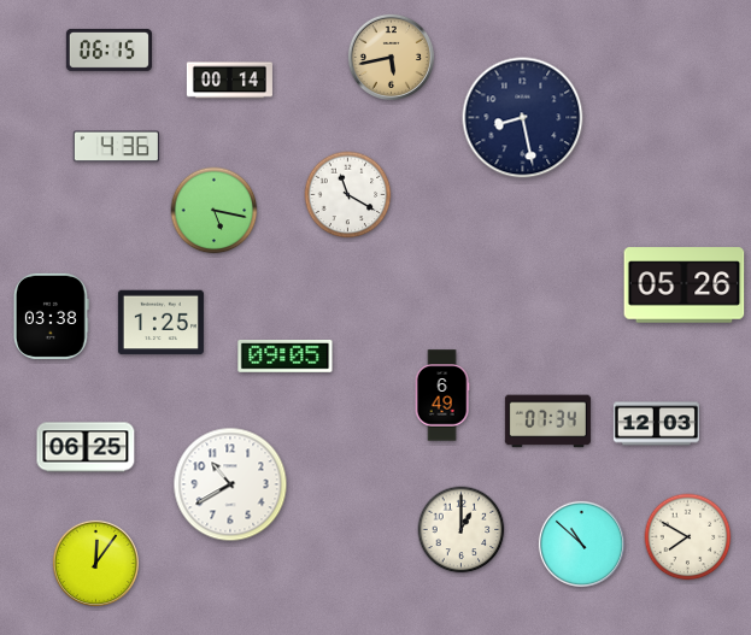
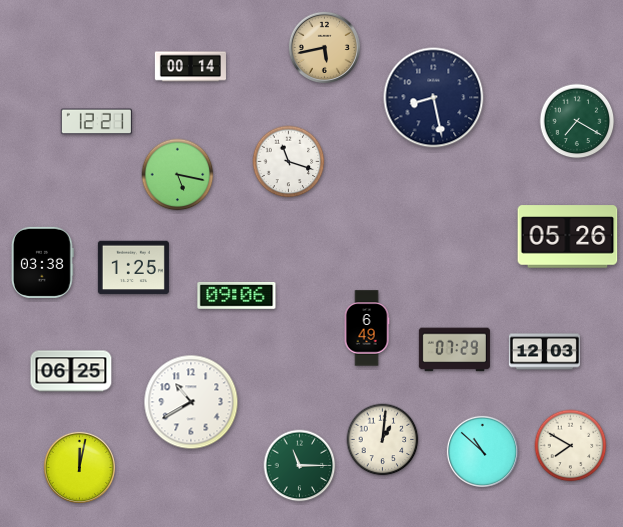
clock at (108, 49): 06:15 -> none
clock at (577, 121): none -> 7:20
clock at (116, 147): 4:36 -> 12:21
clock at (348, 195): 11:20 -> 11:18
clock at (286, 357): 09:05 -> 09:06
clock at (547, 422): 07:34 -> 07:29
clock at (462, 530): 1:00 -> 1:01
clock at (300, 466): none -> 11:15
clock at (95, 563): 12:06 -> 12:02
